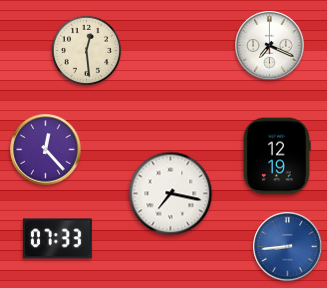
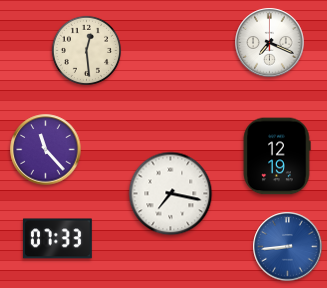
clock at (270, 46) position: (270, 46) -> (270, 43)
clock at (46, 150): 12:23 -> 11:23
